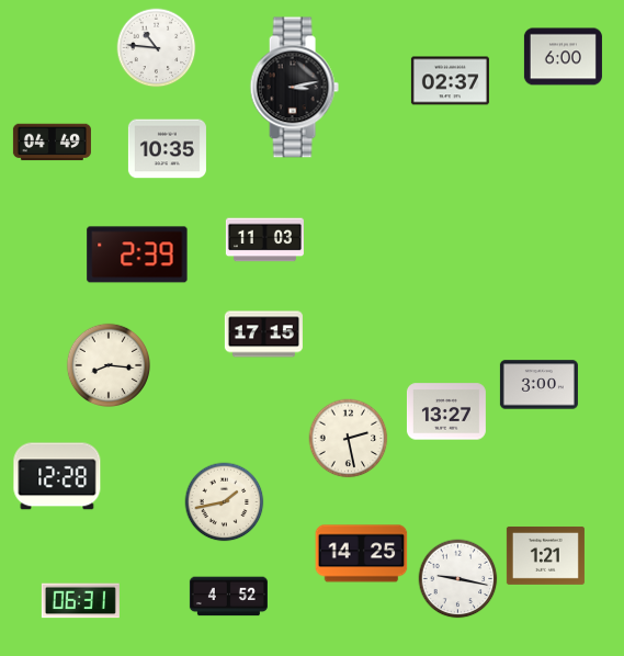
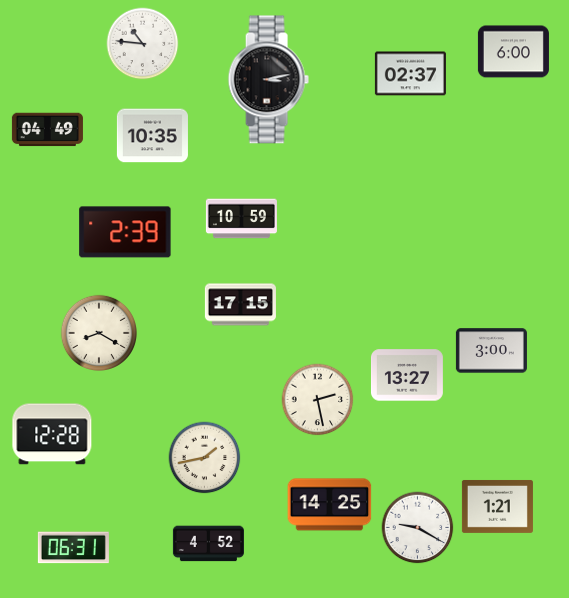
clock at (264, 240): 11:03 -> 10:59
clock at (107, 364): 8:16 -> 8:20
clock at (458, 579): 9:17 -> 9:20
